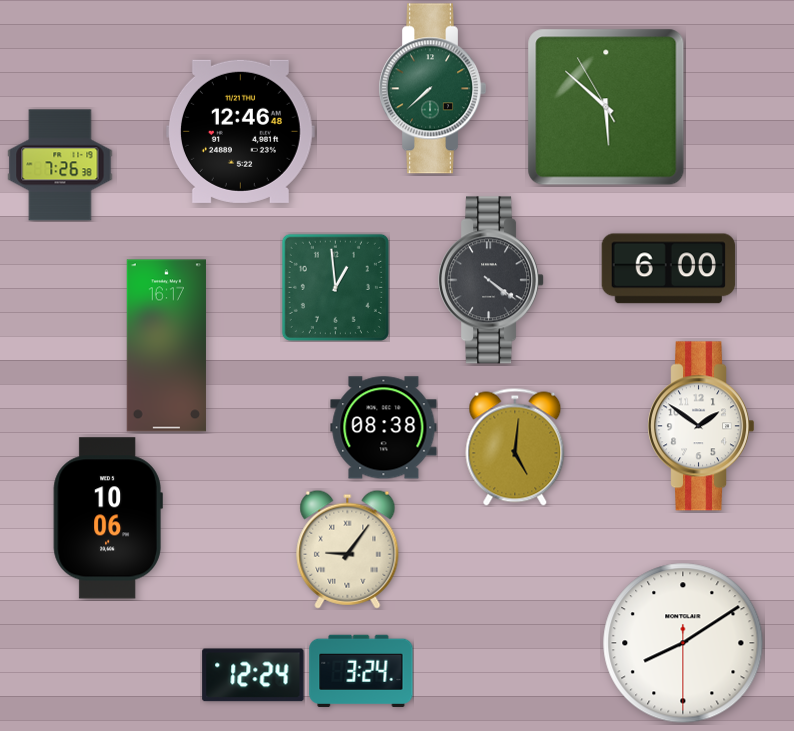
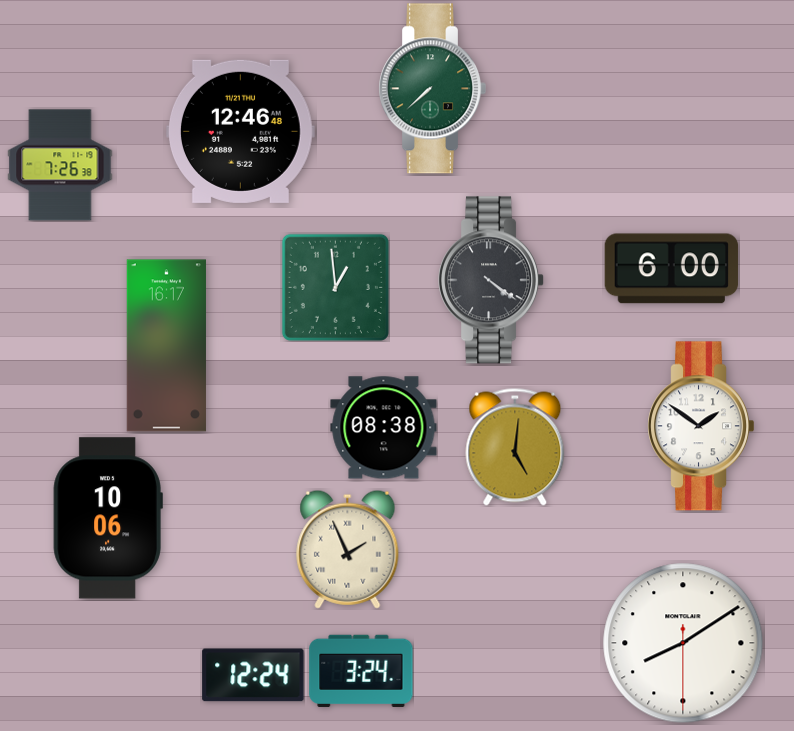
clock at (606, 107): 5:51 -> none
clock at (668, 269) position: (668, 269) -> (671, 269)
clock at (348, 549): 9:06 -> 1:56
